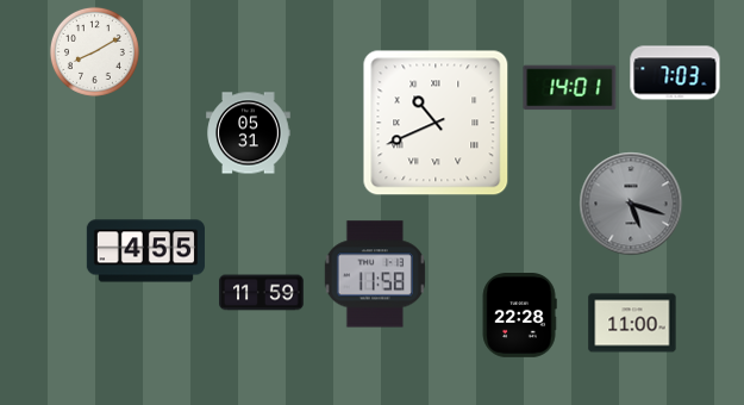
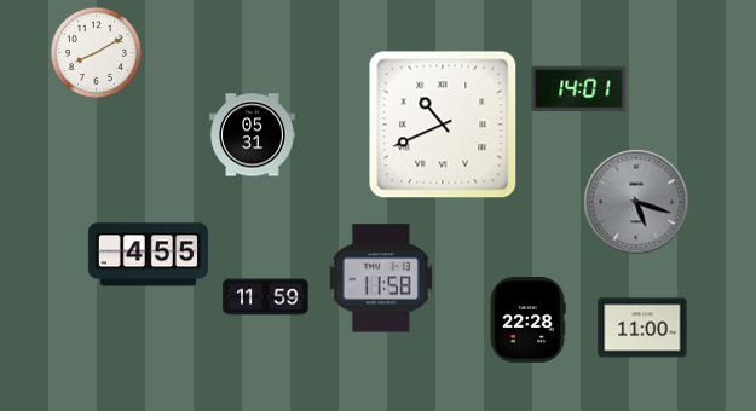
clock at (675, 73): 7:03 -> none
clock at (631, 204) position: (631, 204) -> (636, 202)
